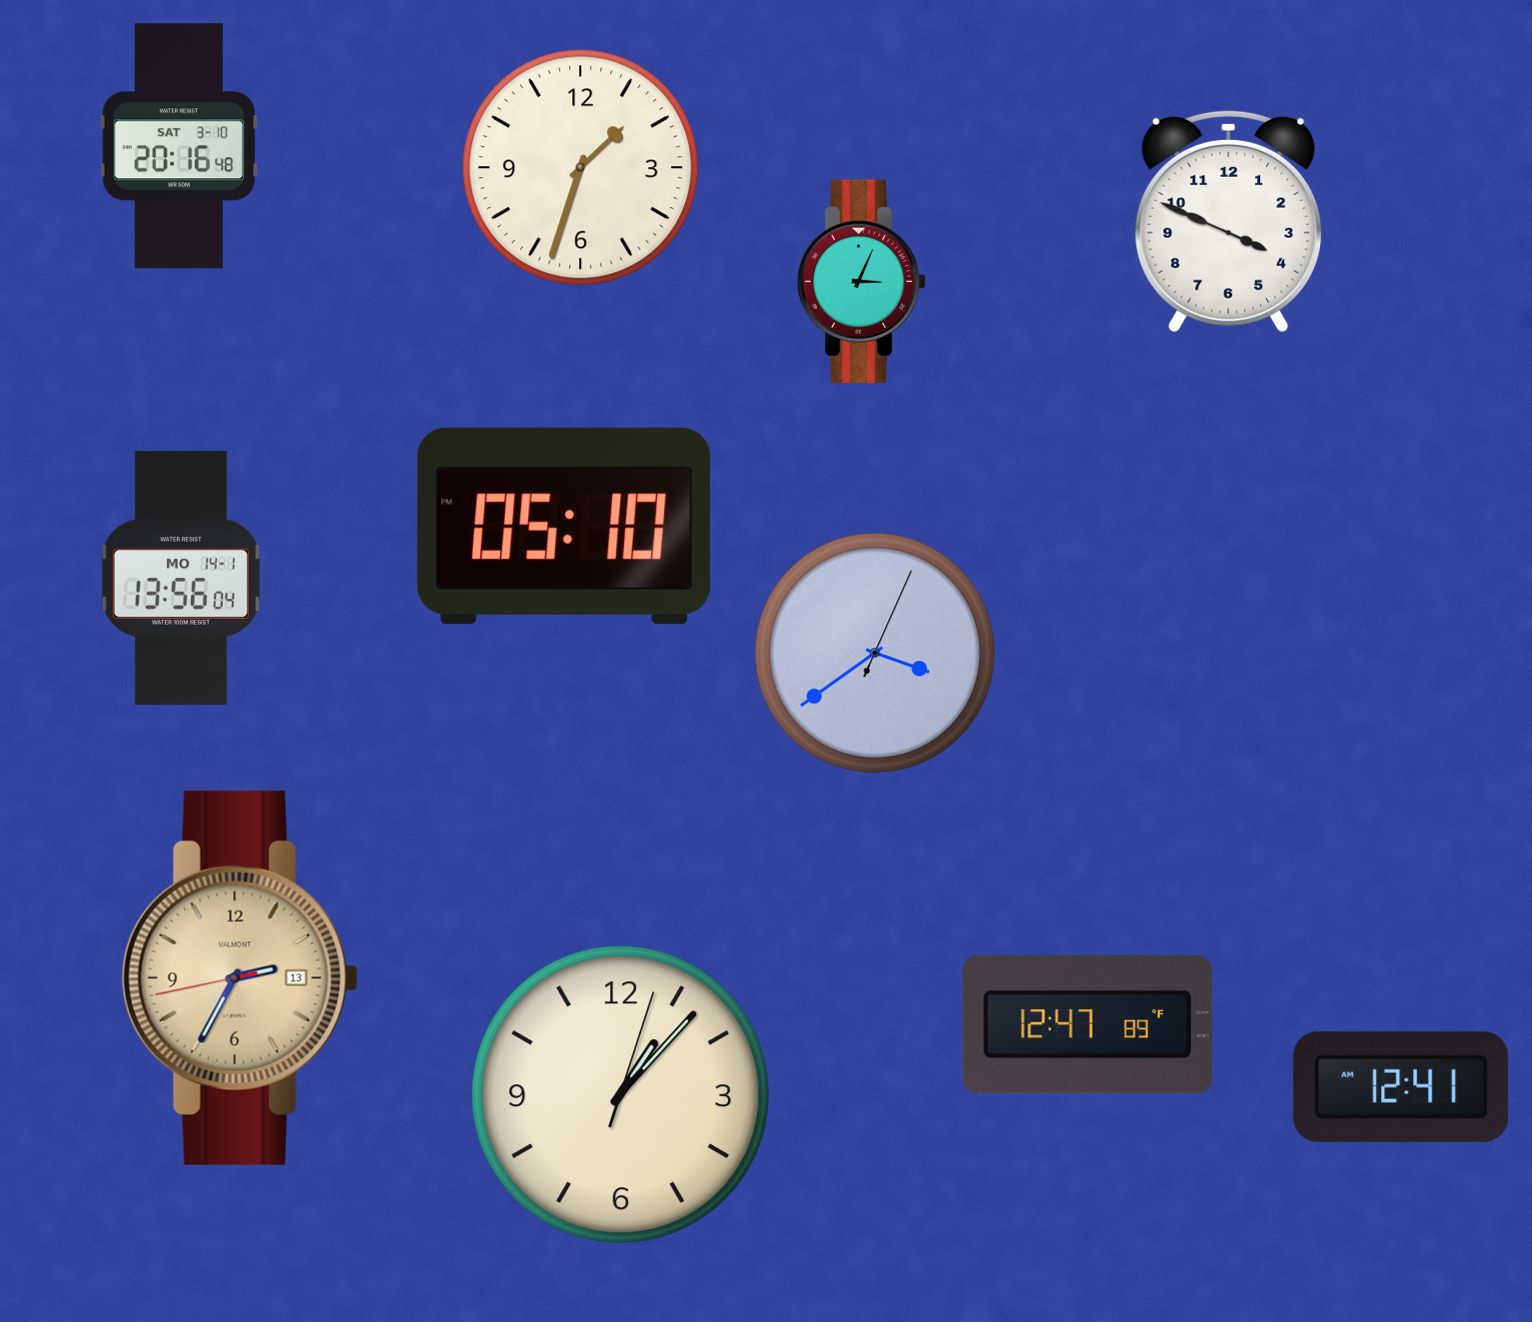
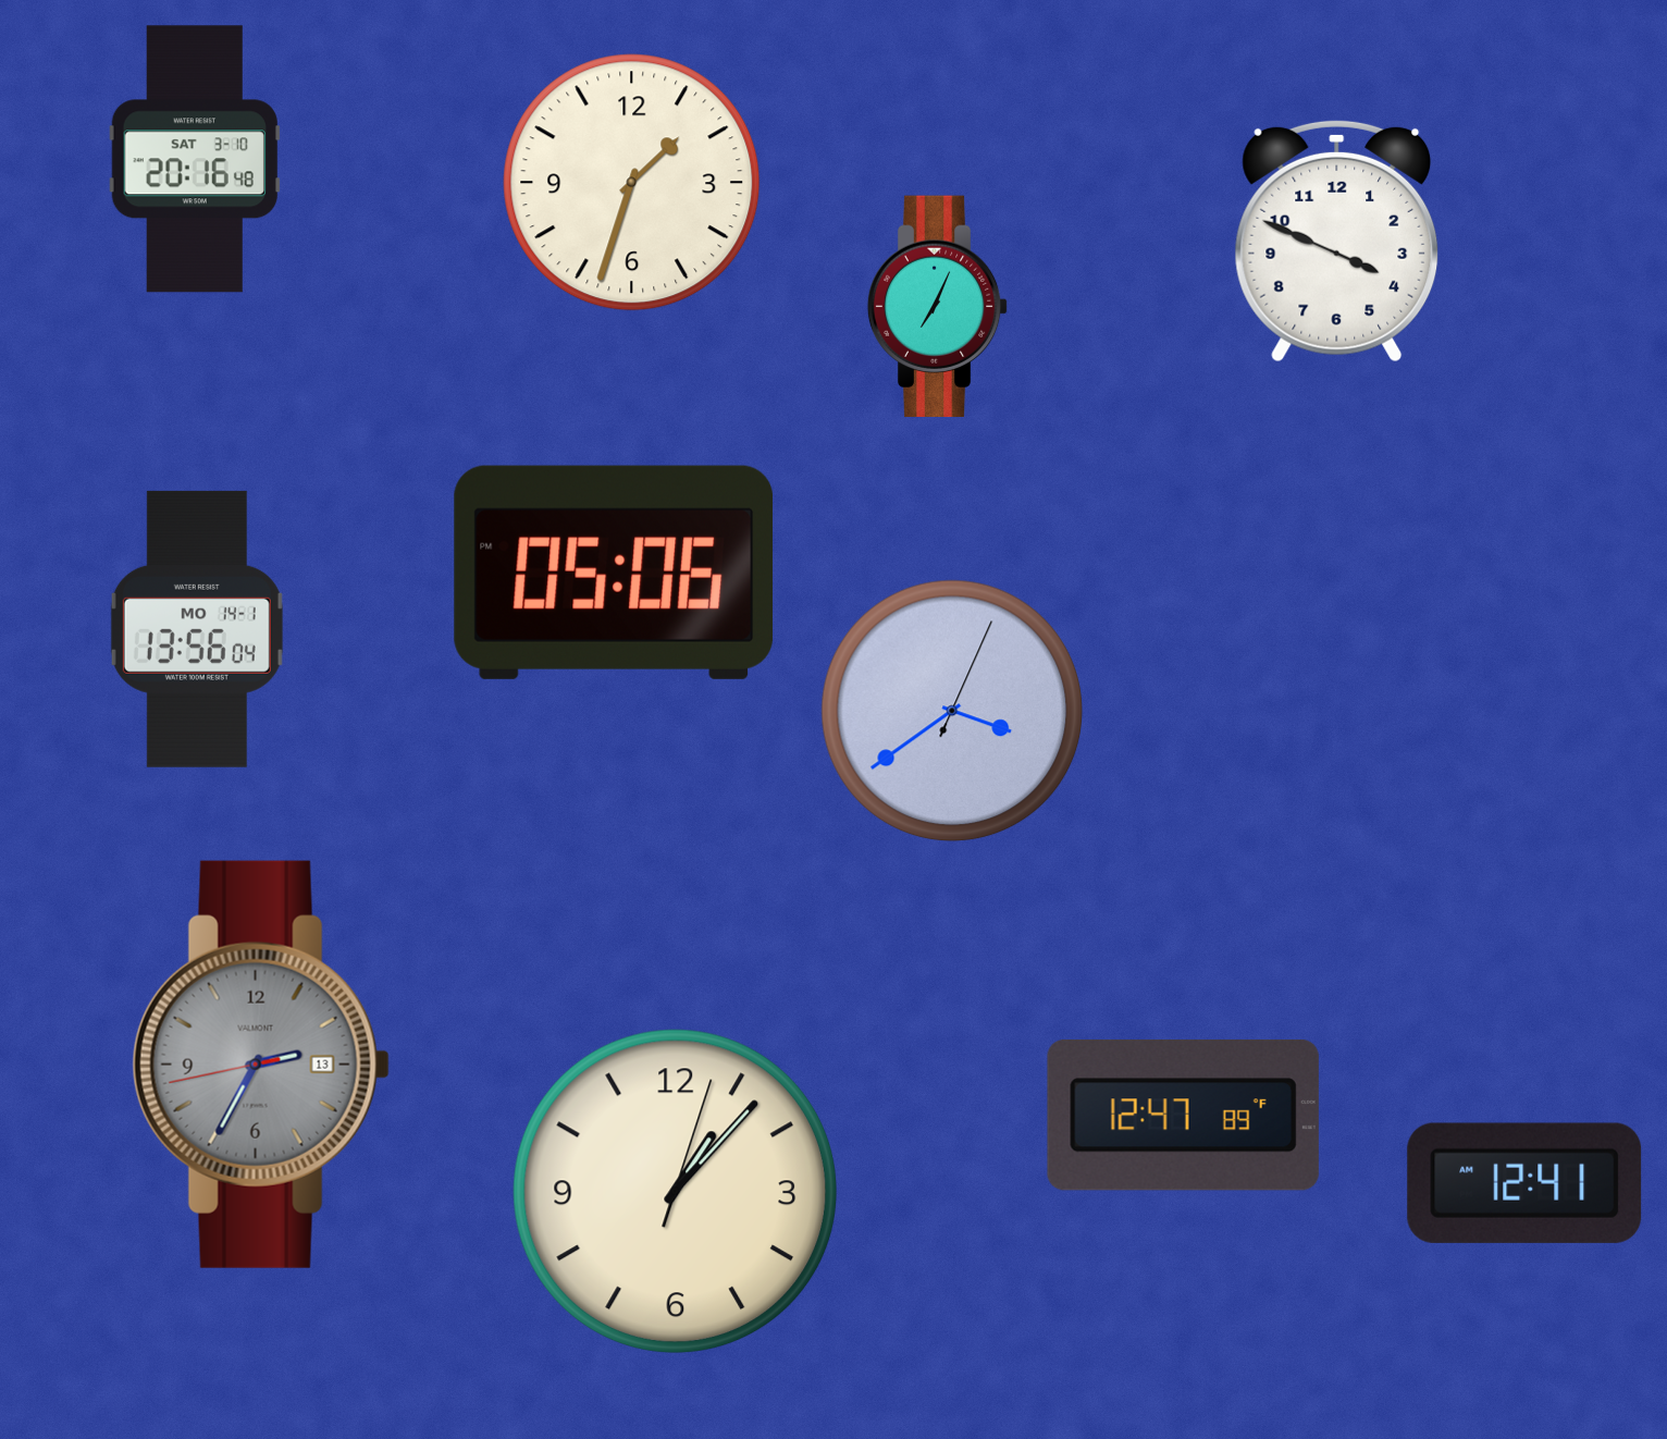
clock at (862, 281): 3:04 -> 7:04
clock at (564, 526): 05:10 -> 05:06
clock at (240, 978) dial: champagne -> grey
